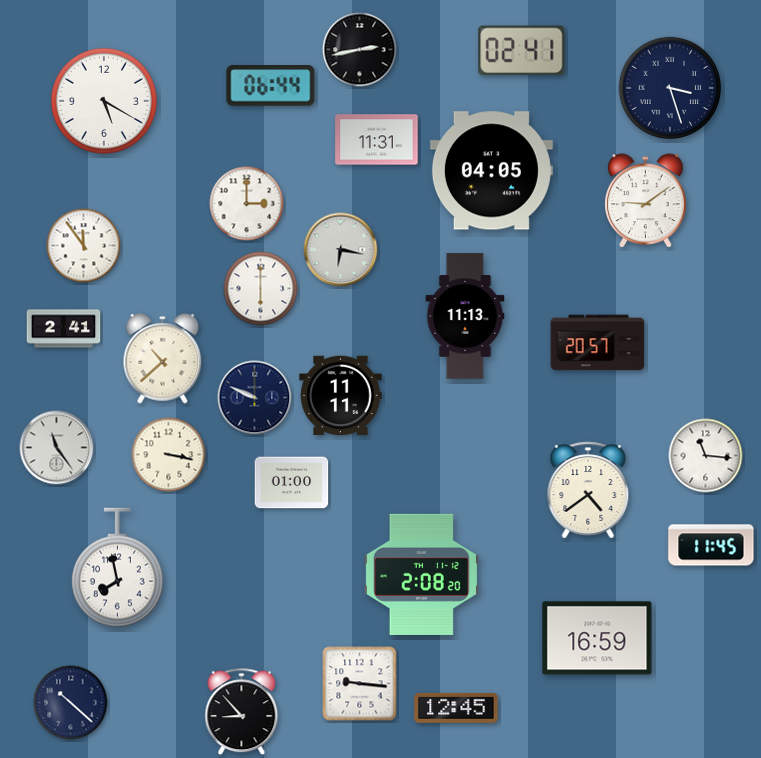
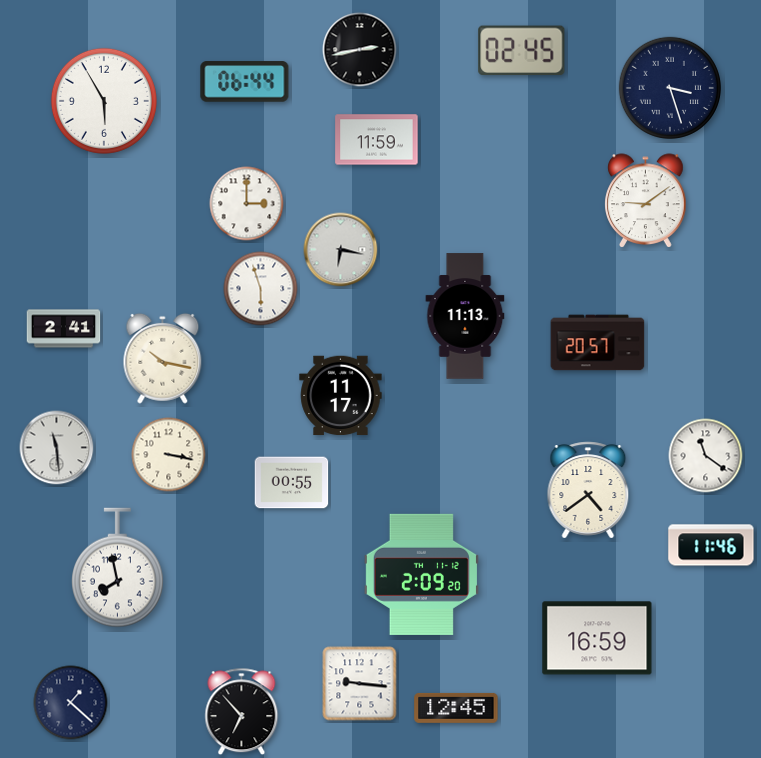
clock at (522, 51): 02:41 -> 02:45
clock at (271, 86) position: (271, 86) -> (245, 82)
clock at (104, 101): 5:20 -> 5:55
clock at (377, 140): 11:31 -> 11:59
clock at (491, 171): 04:05 -> none
clock at (84, 246): 11:54 -> none
clock at (261, 289): 6:00 -> 5:57
clock at (163, 358): 10:38 -> 10:17
clock at (341, 396): 11:11 -> 11:17
clock at (255, 398): 9:49 -> none
clock at (57, 448): 11:24 -> 11:29
clock at (706, 456): 11:16 -> 11:21
clock at (292, 483): 01:00 -> 00:55
clock at (711, 545): 11:45 -> 11:46
clock at (421, 574): 2:08 -> 2:09
clock at (71, 703): 10:22 -> 1:22
clock at (242, 712): 8:53 -> 6:53
